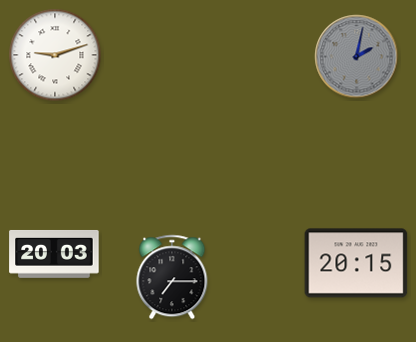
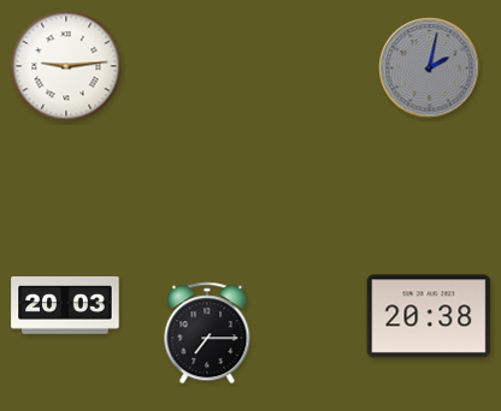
clock at (55, 55): 9:12 -> 9:14
clock at (356, 263): 20:15 -> 20:38
